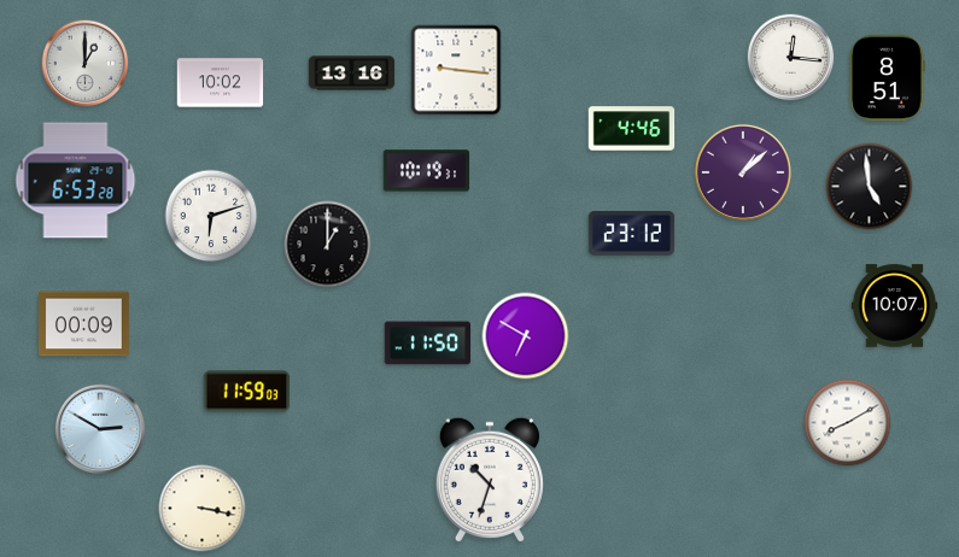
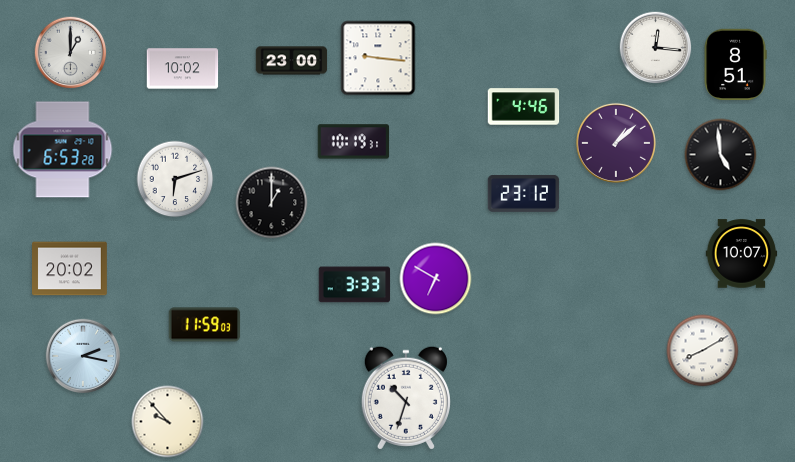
clock at (352, 74): 13:16 -> 23:00
clock at (84, 324): 00:09 -> 20:02
clock at (428, 344): 11:50 -> 3:33
clock at (100, 429): 2:50 -> 2:17
clock at (203, 509): 3:17 -> 9:53
